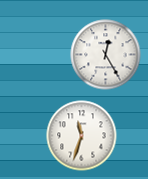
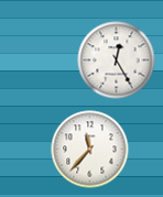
clock at (82, 136): 11:33 -> 11:37
